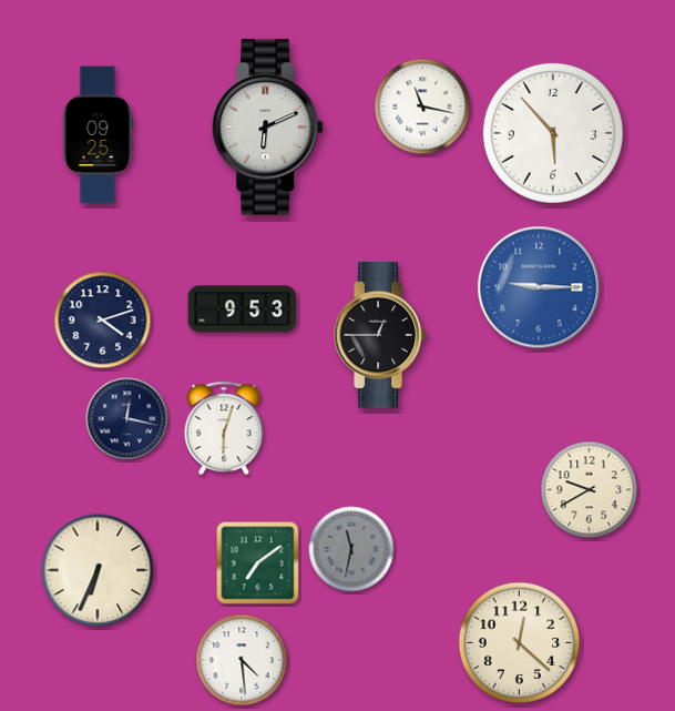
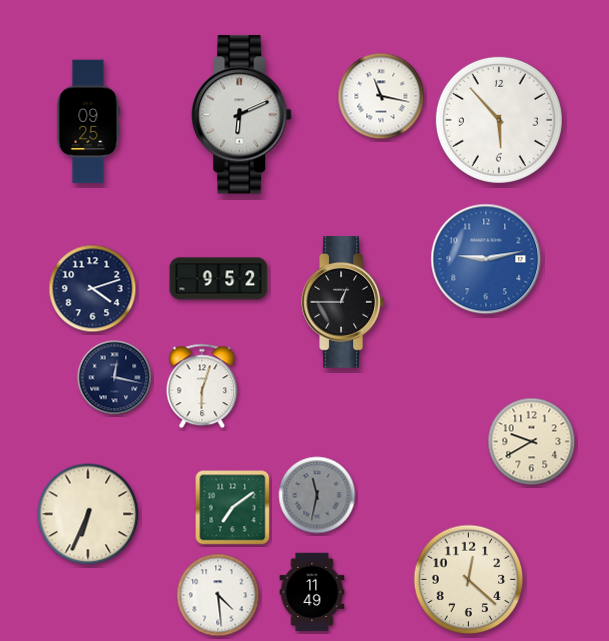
clock at (539, 287): 9:15 -> 9:13
clock at (243, 309): 9:53 -> 9:52
clock at (312, 592): none -> 11:49
